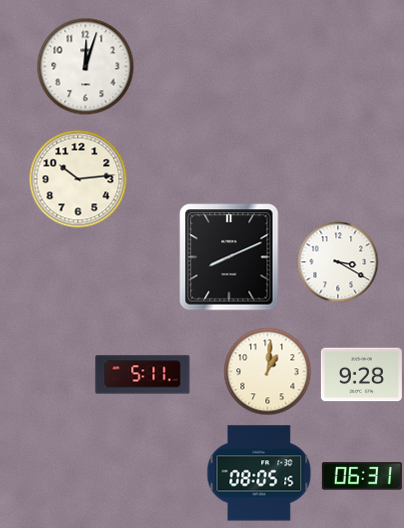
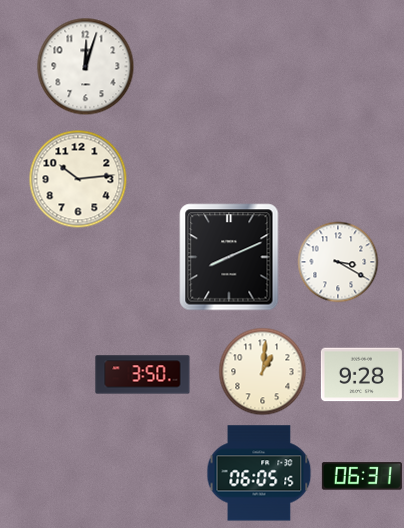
clock at (268, 372) position: (268, 372) -> (263, 372)
clock at (143, 375): 5:11 -> 3:50
clock at (259, 473): 08:05 -> 06:05
